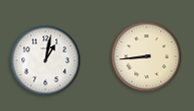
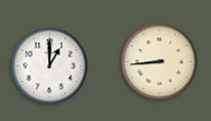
clock at (46, 61): 1:02 -> 1:00
